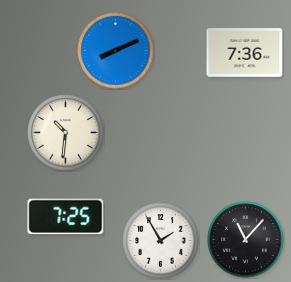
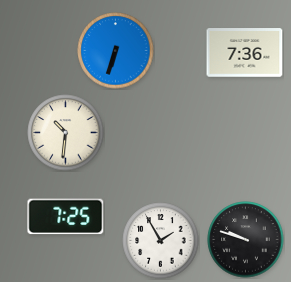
clock at (116, 51): 8:11 -> 6:33
clock at (246, 240): 11:07 -> 9:48
